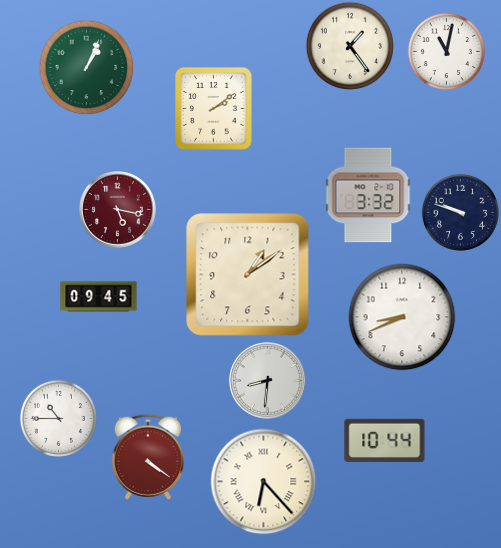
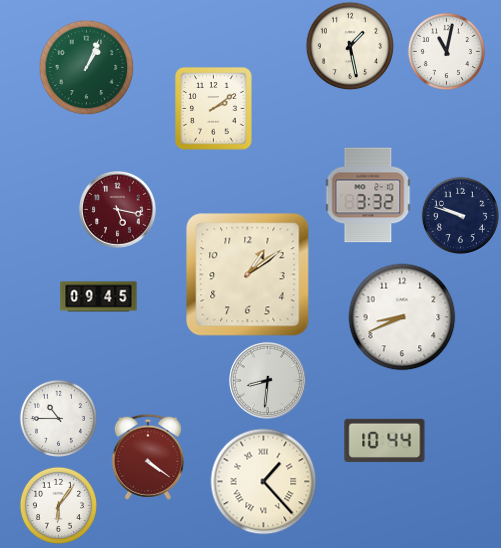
clock at (350, 46): 1:24 -> 1:28
clock at (460, 212) position: (460, 212) -> (460, 215)
clock at (264, 482): 6:23 -> 1:23
clock at (58, 505): none -> 6:06
